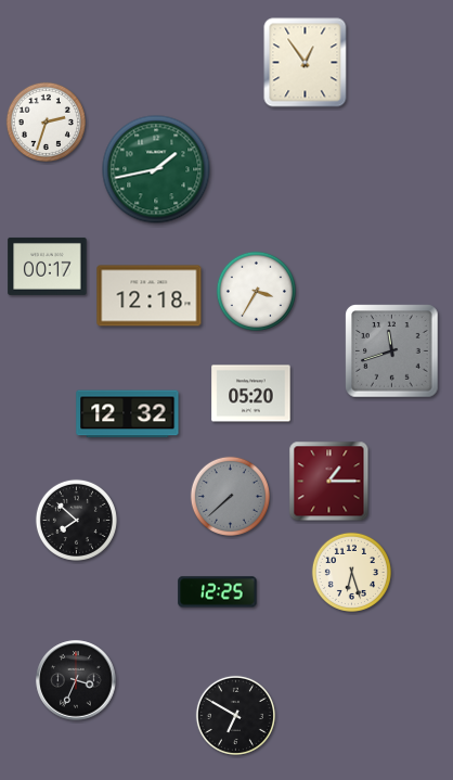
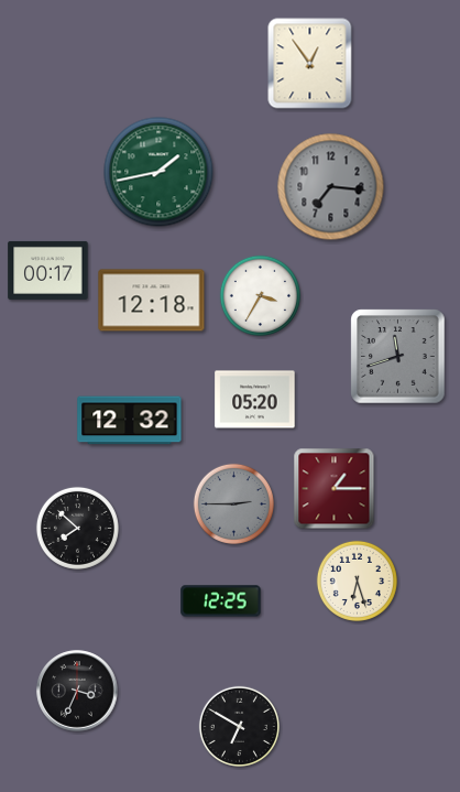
clock at (46, 122): 2:33 -> none
clock at (331, 187): none -> 7:16
clock at (230, 496): 7:38 -> 2:45
